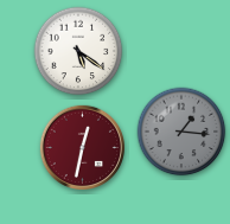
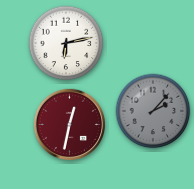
clock at (78, 51): 5:21 -> 6:13
clock at (181, 132): 1:16 -> 2:07
